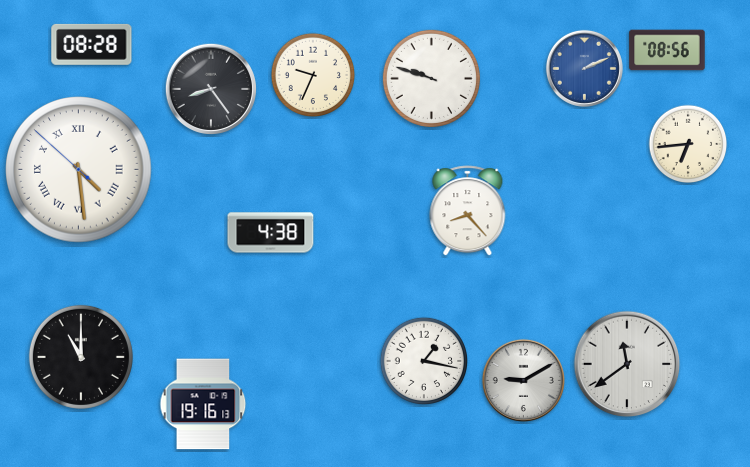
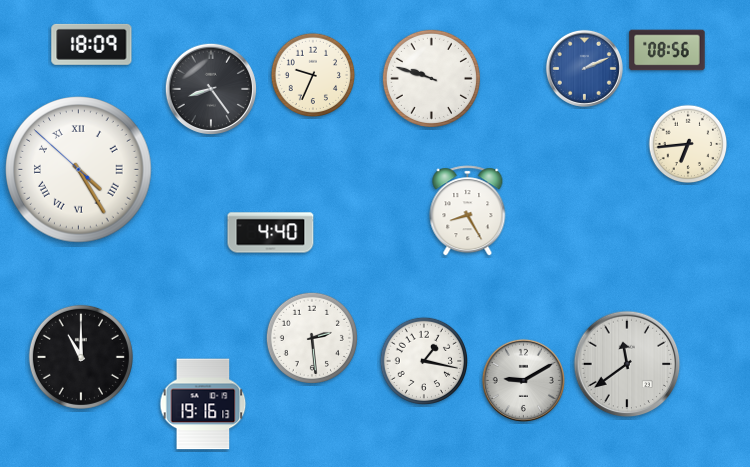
clock at (92, 44): 08:28 -> 18:09
clock at (79, 170): 4:28 -> 4:24
clock at (468, 211): 8:23 -> 8:25
clock at (271, 233): 4:38 -> 4:40
clock at (312, 338): none -> 2:29
